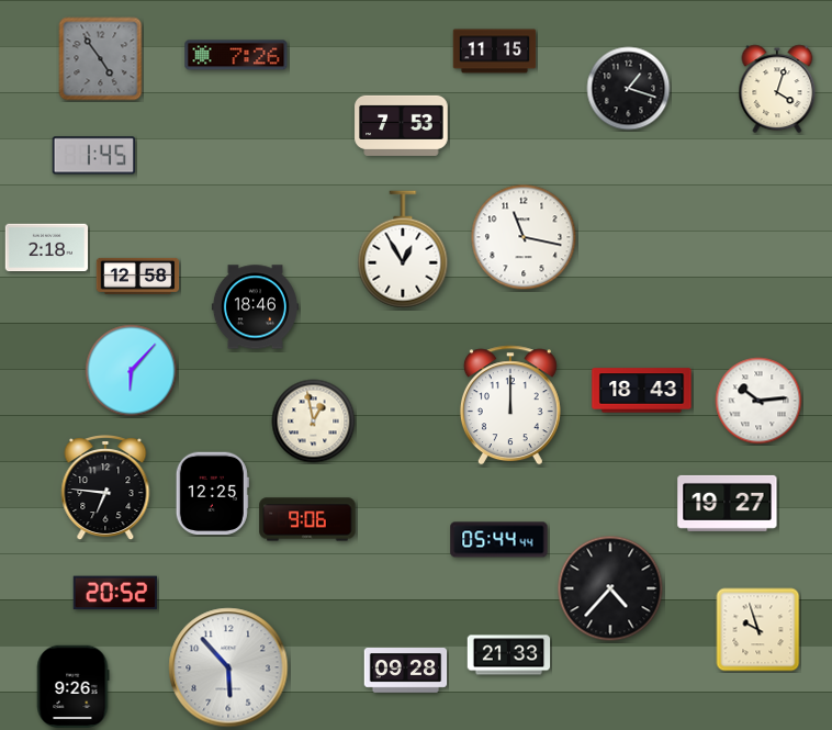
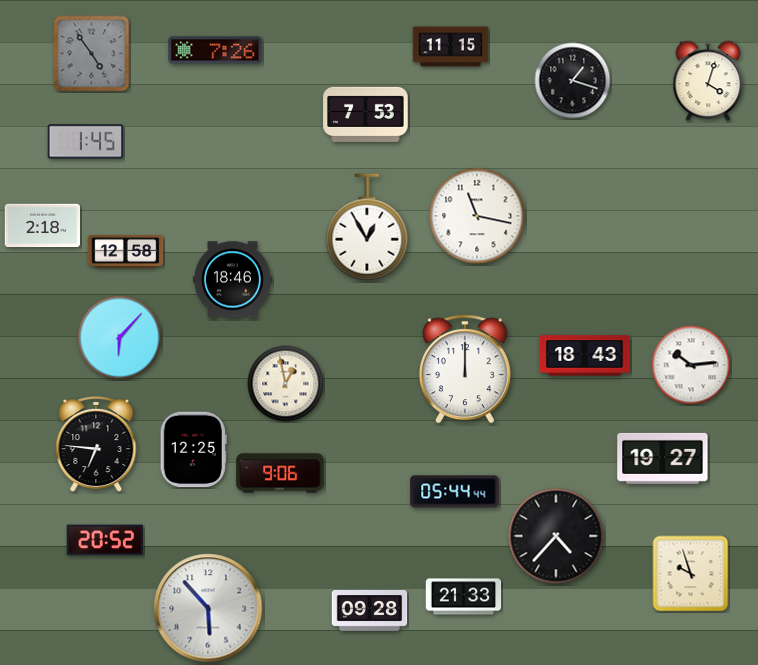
clock at (72, 687): 9:26 -> none
